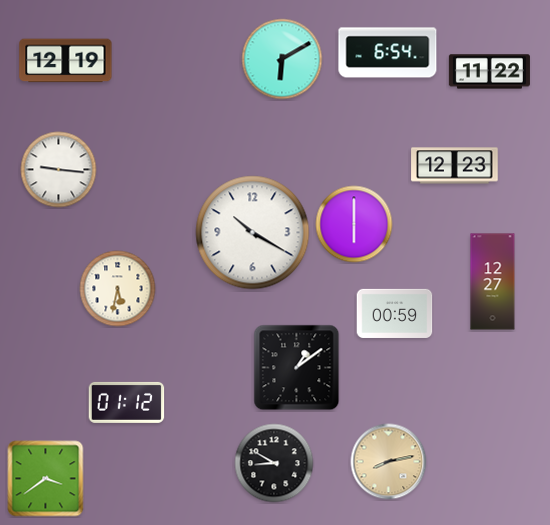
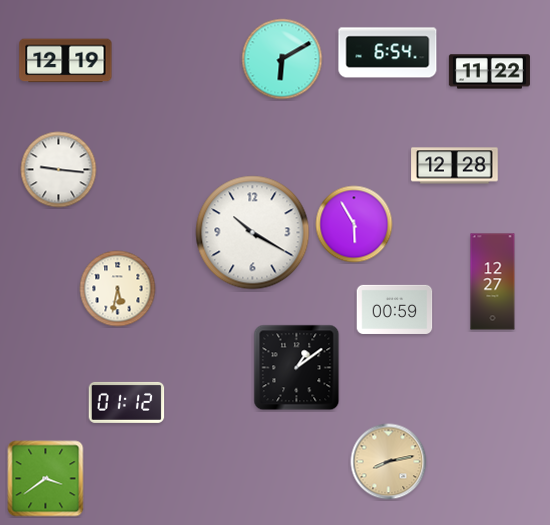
clock at (455, 166): 12:23 -> 12:28
clock at (354, 224): 6:00 -> 5:55
clock at (395, 313) position: (395, 313) -> (395, 309)
clock at (274, 463): 8:50 -> none
